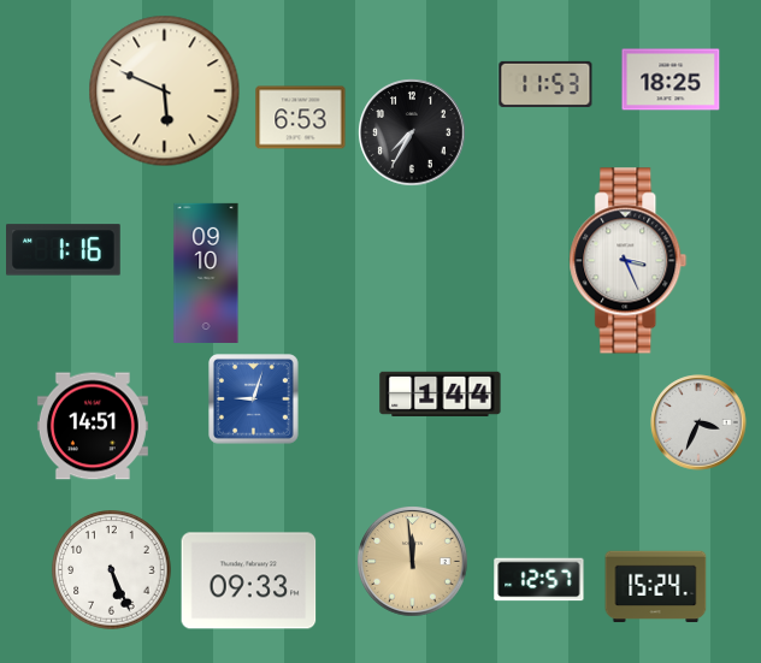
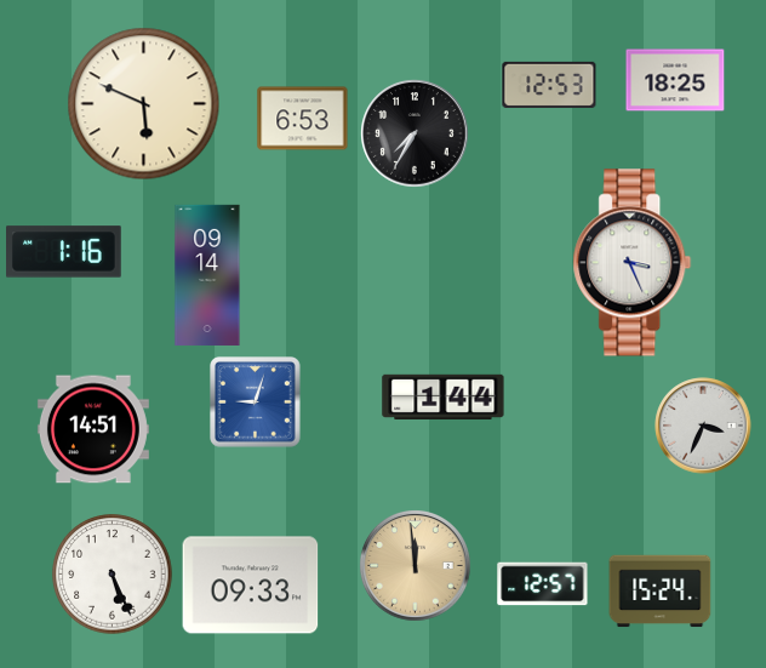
clock at (545, 84): 11:53 -> 12:53
clock at (165, 91) position: (165, 91) -> (144, 104)
clock at (206, 273): 09:10 -> 09:14
